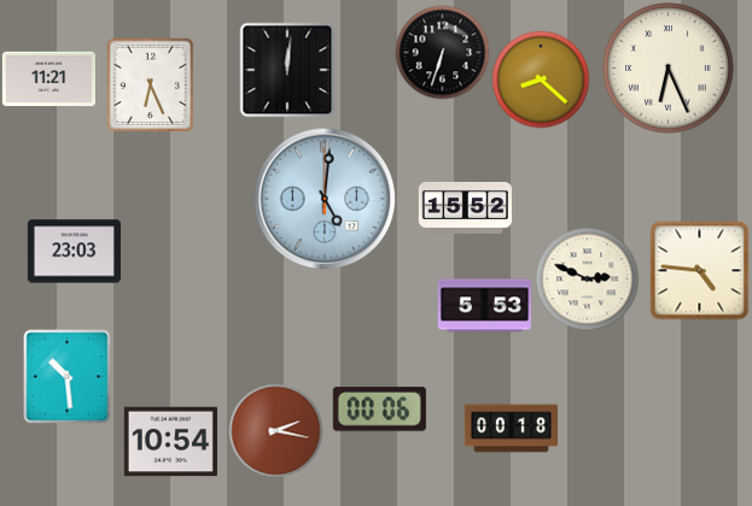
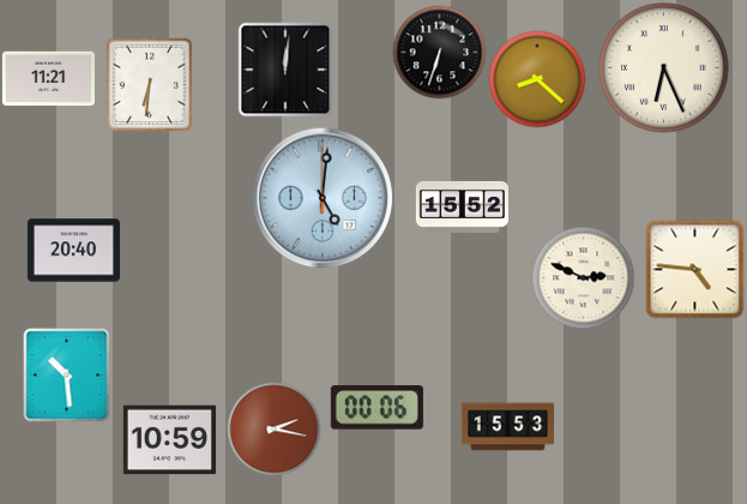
clock at (151, 84): 6:26 -> 6:31
clock at (74, 252): 23:03 -> 20:40
clock at (484, 306): 5:53 -> none
clock at (511, 429): 00:18 -> 15:53
clock at (170, 442): 10:54 -> 10:59
